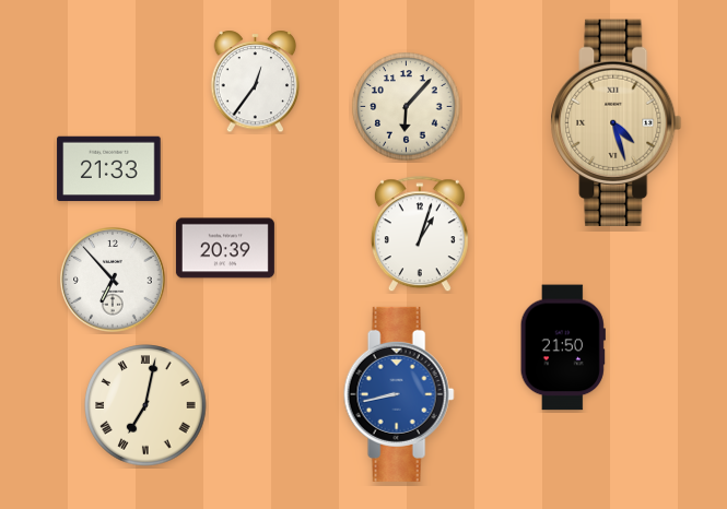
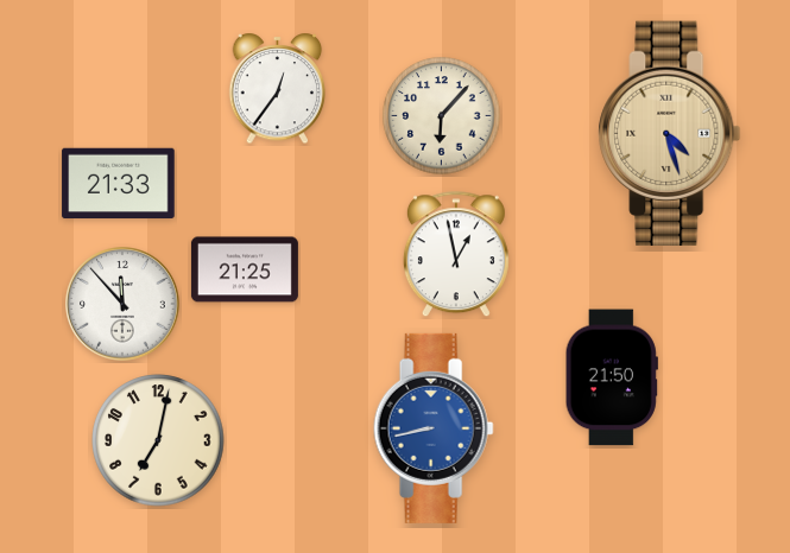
clock at (420, 235): 1:03 -> 12:58
clock at (225, 248): 20:39 -> 21:25
clock at (113, 280): 6:53 -> 11:53
clock at (145, 405) numerals: Roman -> Arabic
